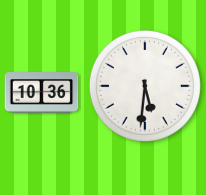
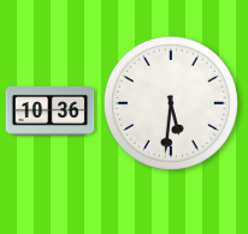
clock at (145, 86) position: (145, 86) -> (171, 103)
